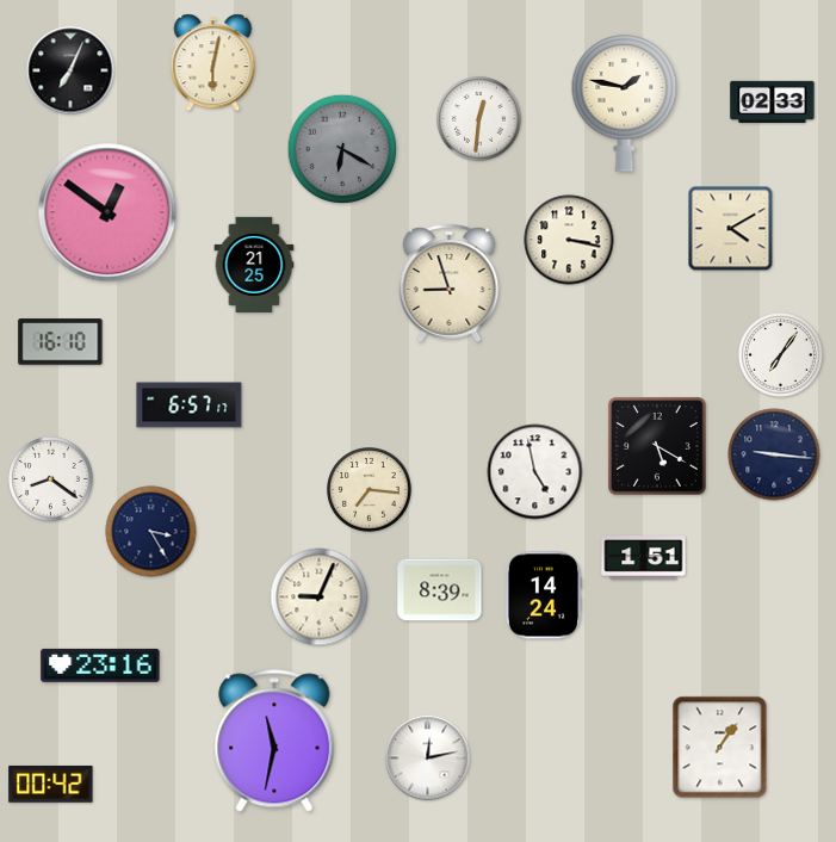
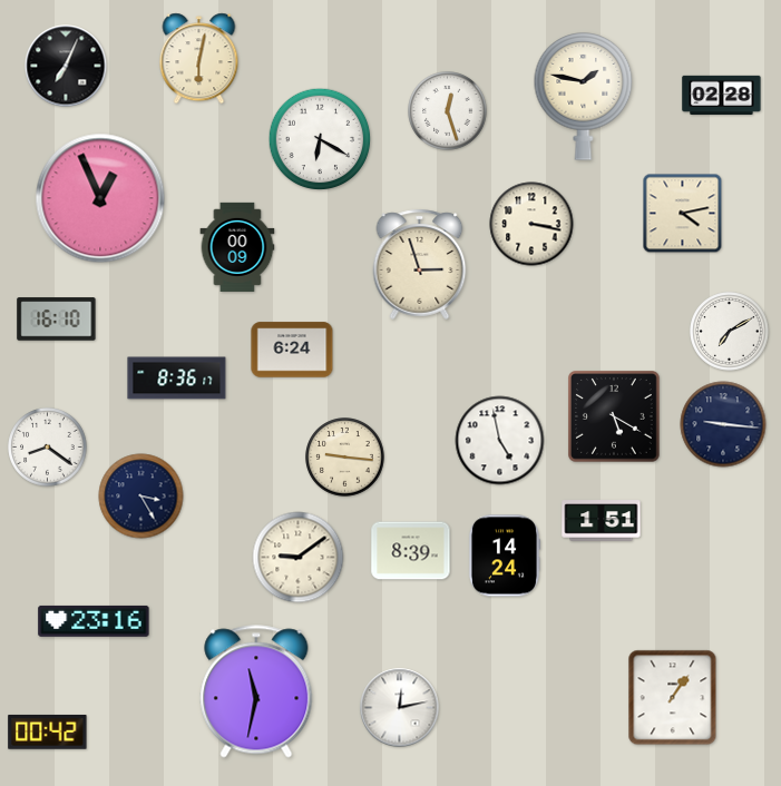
clock at (773, 101): 02:33 -> 02:28
clock at (479, 119): 12:31 -> 12:27
clock at (342, 149) dial: grey -> white
clock at (107, 212): 12:51 -> 12:56
clock at (731, 229): 4:10 -> 4:13
clock at (254, 265): 21:25 -> 00:09
clock at (450, 283): 8:57 -> 2:57
clock at (781, 355): 7:06 -> 7:10
clock at (292, 350): none -> 6:24
clock at (190, 405): 6:57 -> 8:36
clock at (370, 490): 7:16 -> 9:16
clock at (544, 595) position: (544, 595) -> (505, 556)
clock at (320, 598): 9:04 -> 9:09
